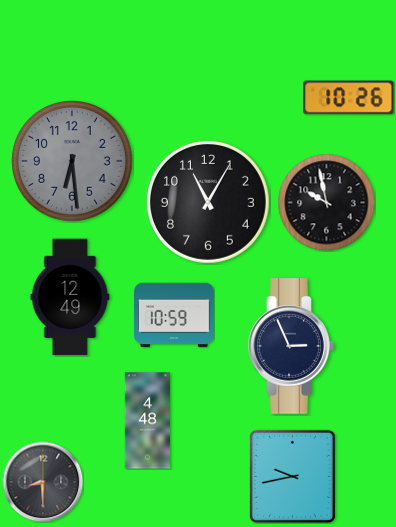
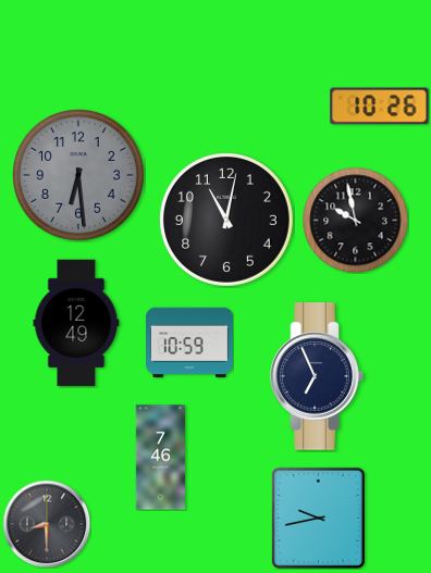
clock at (208, 202): 11:05 -> 11:02
clock at (291, 346): 2:56 -> 6:56
clock at (147, 421): 4:48 -> 7:46
